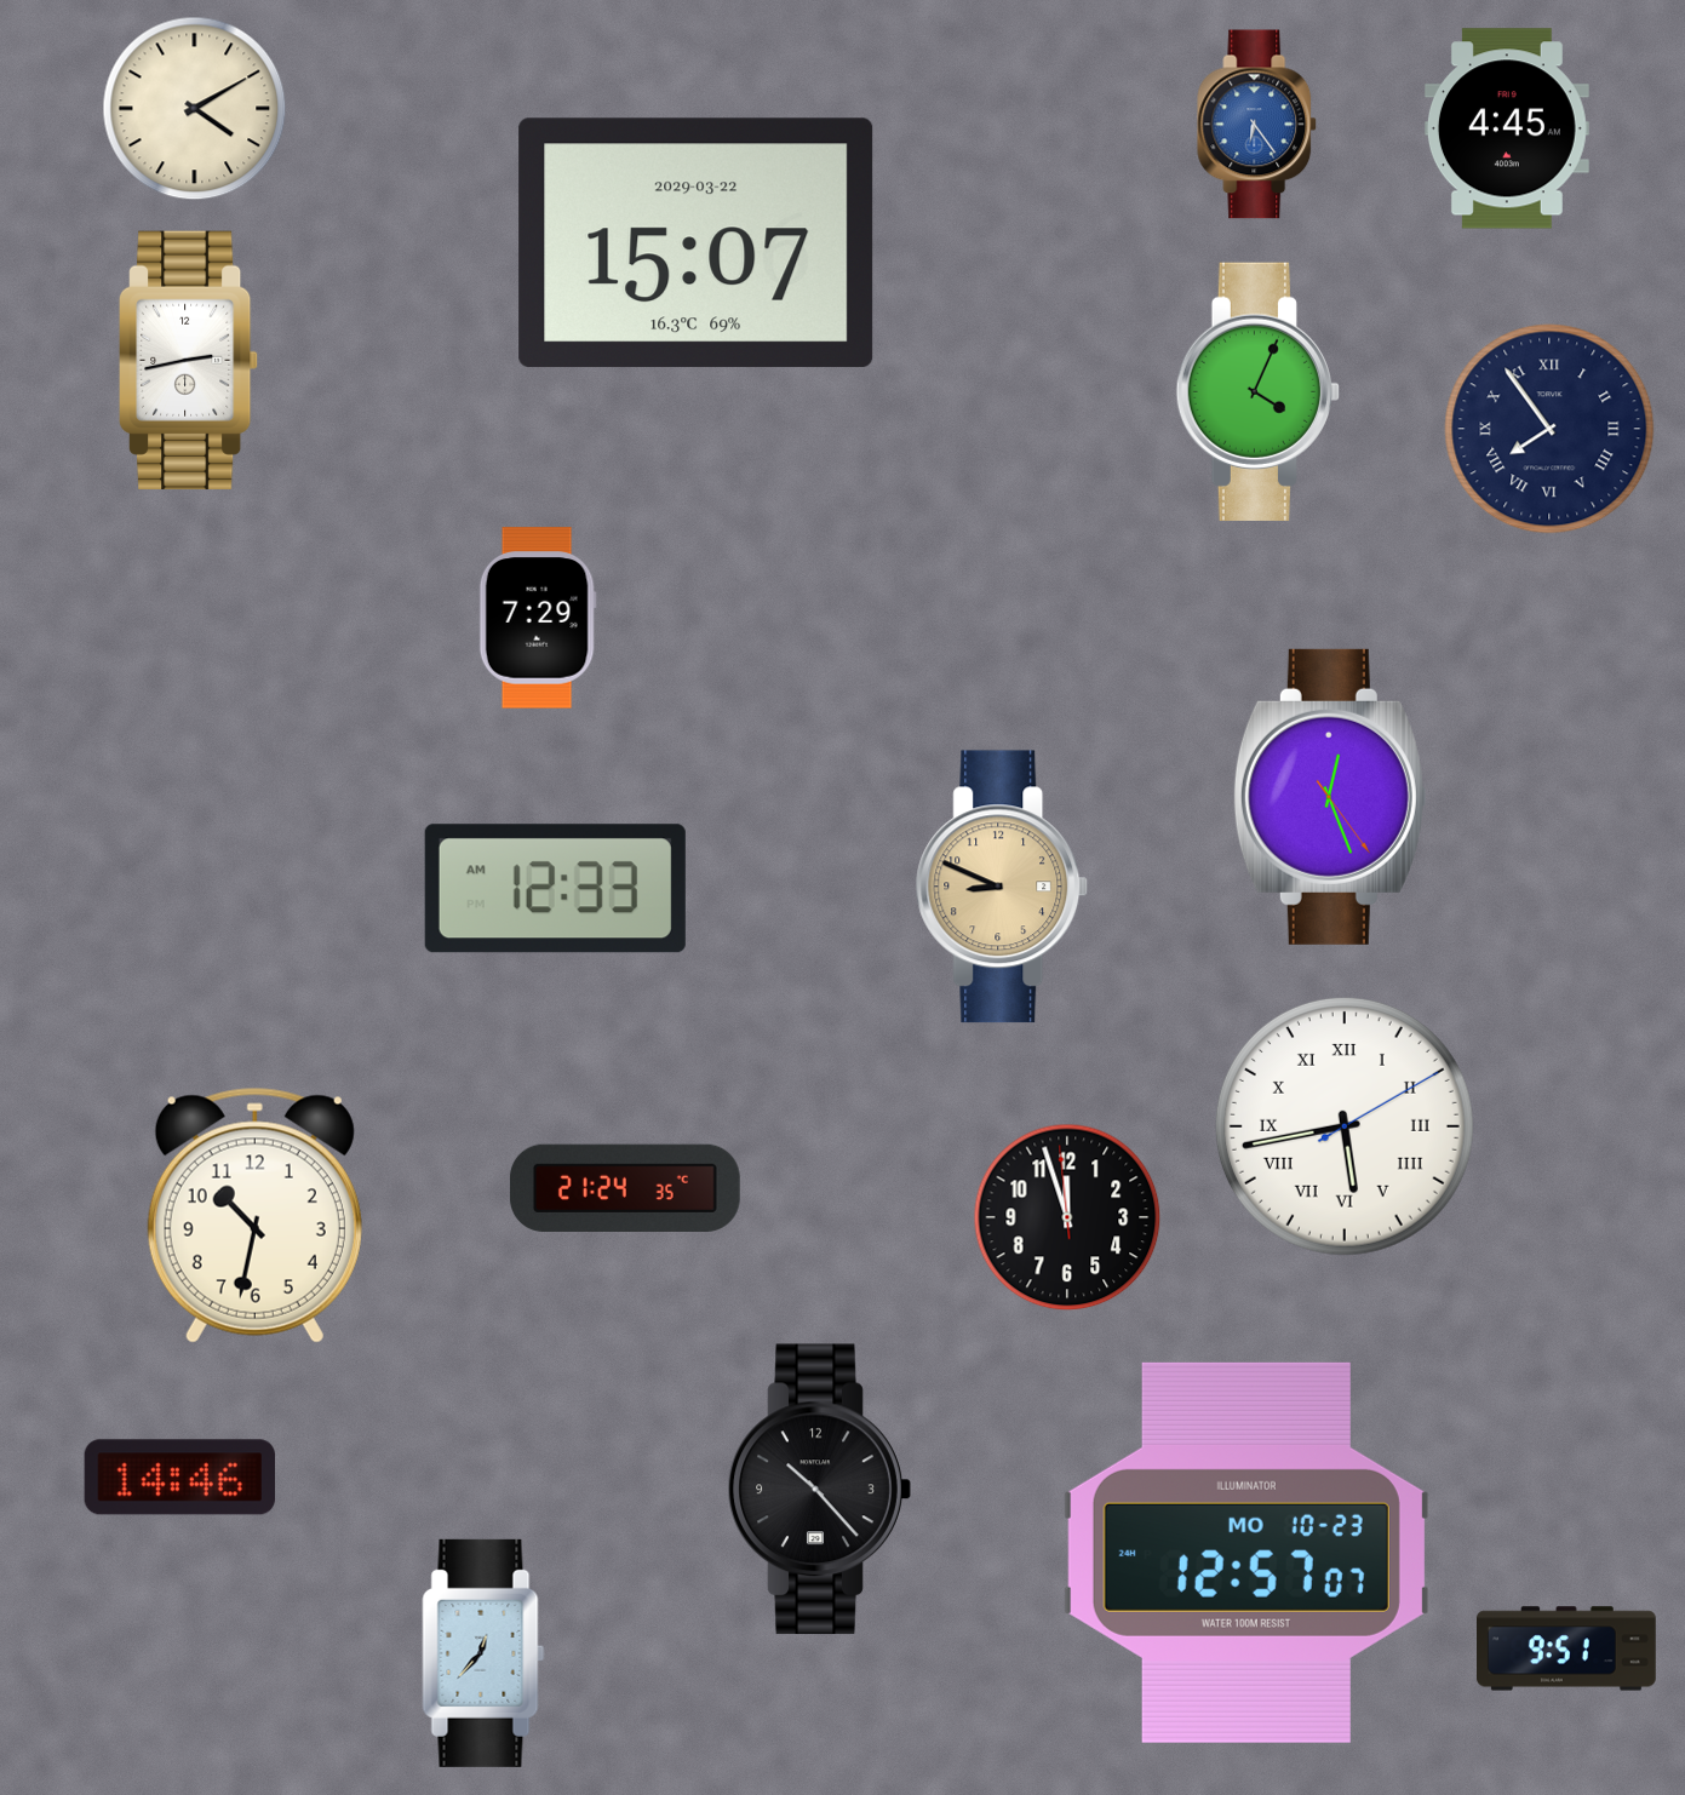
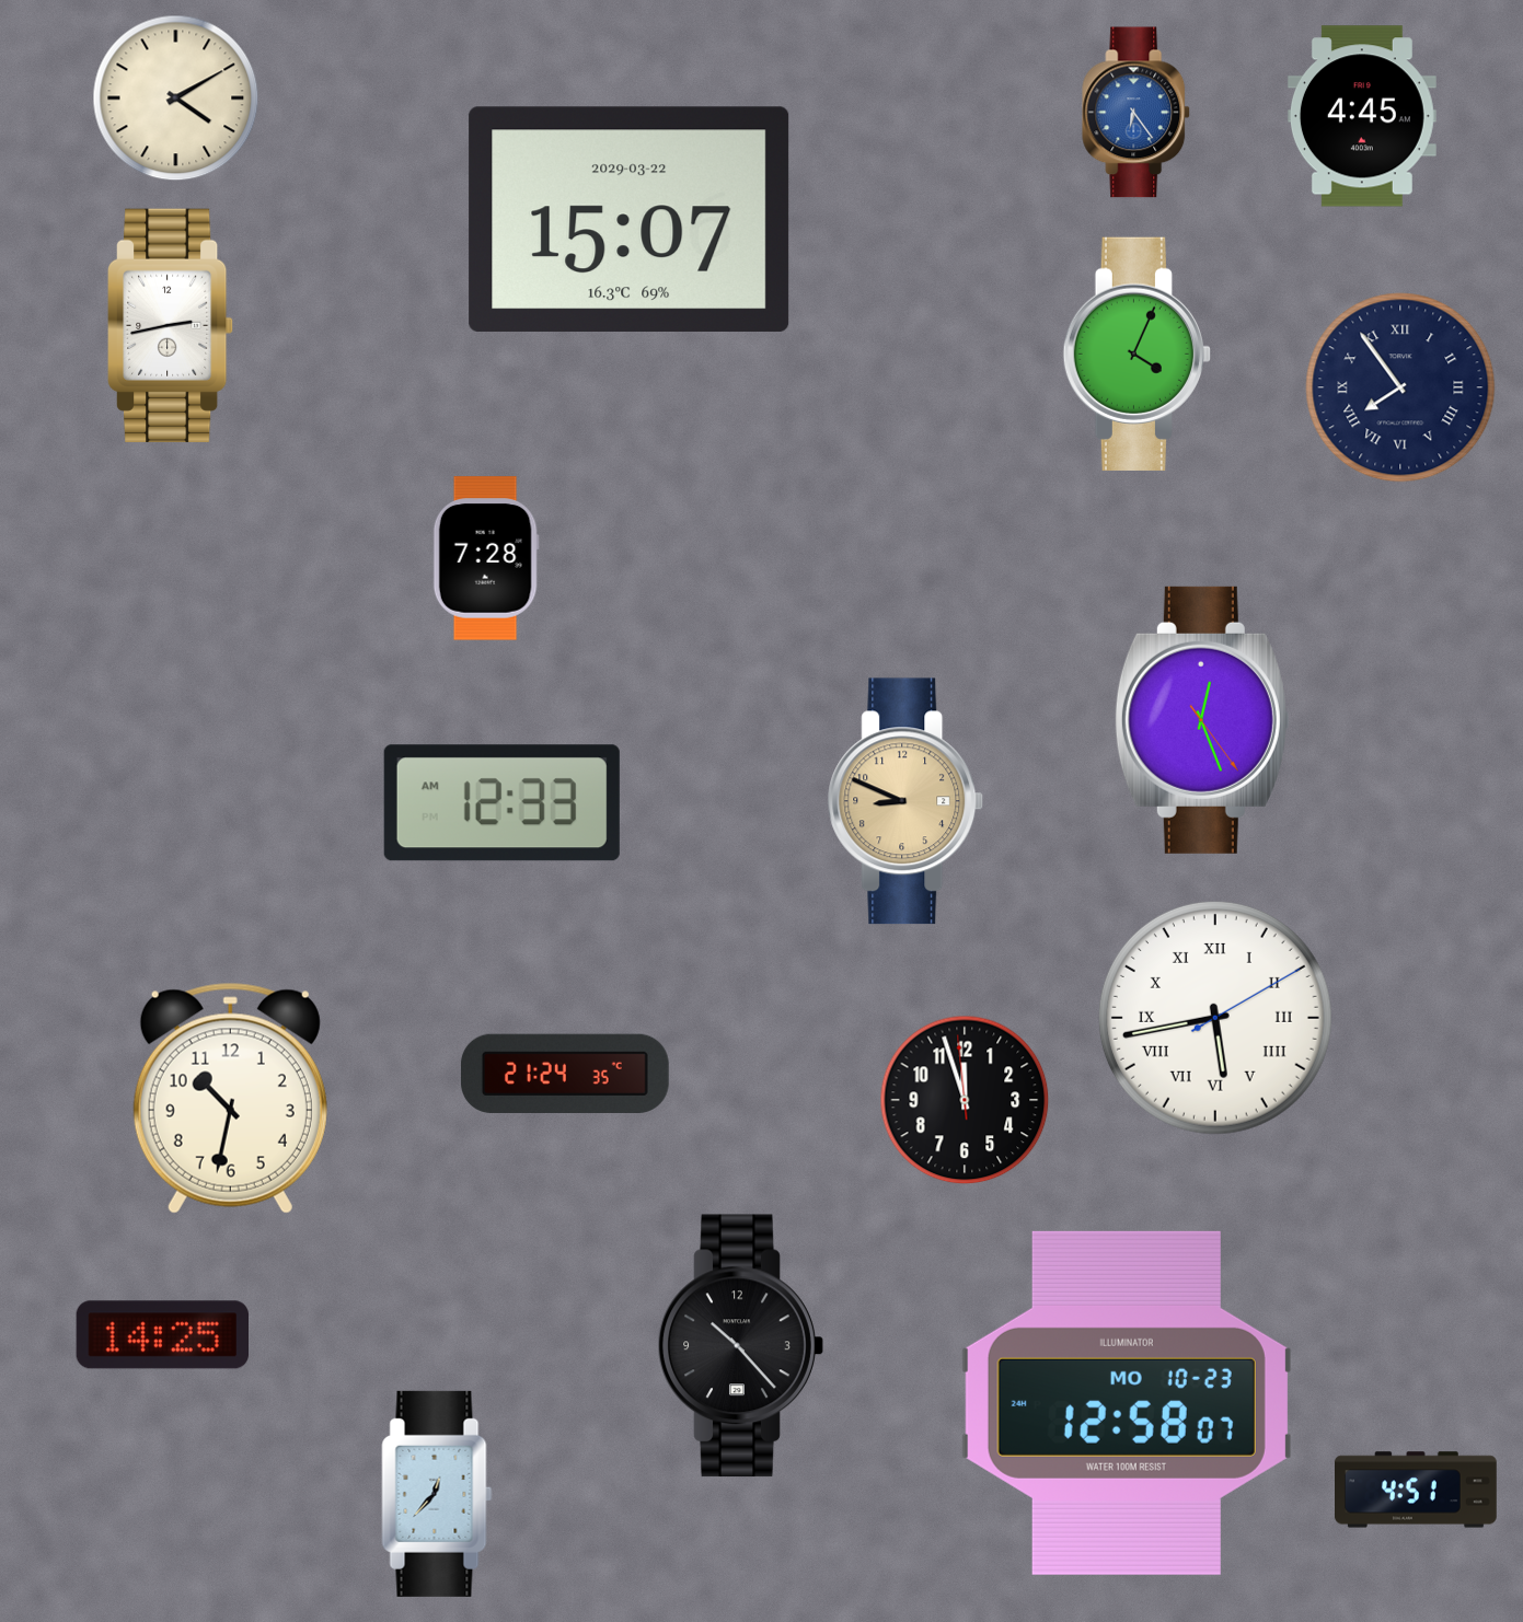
clock at (538, 618): 7:29 -> 7:28
clock at (180, 1478): 14:46 -> 14:25
clock at (1246, 1553): 12:57 -> 12:58
clock at (1567, 1648): 9:51 -> 4:51
